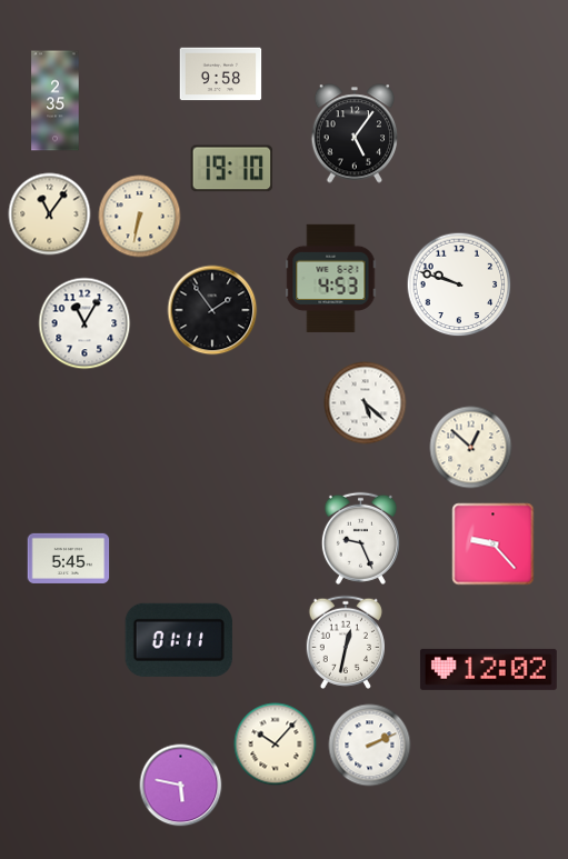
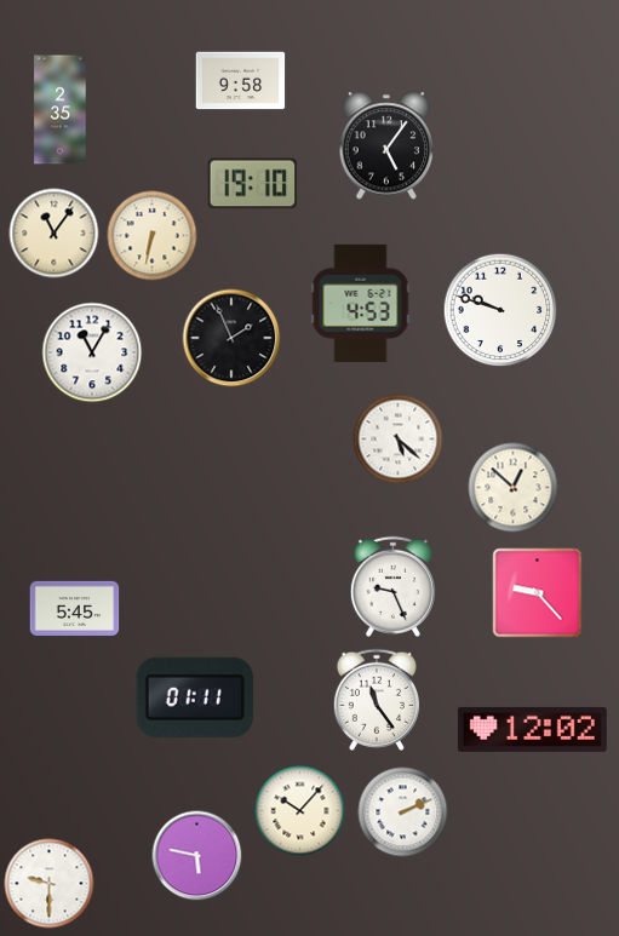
clock at (212, 310): 1:54 -> 1:56
clock at (346, 642): 12:32 -> 11:24
clock at (50, 884): none -> 9:30
